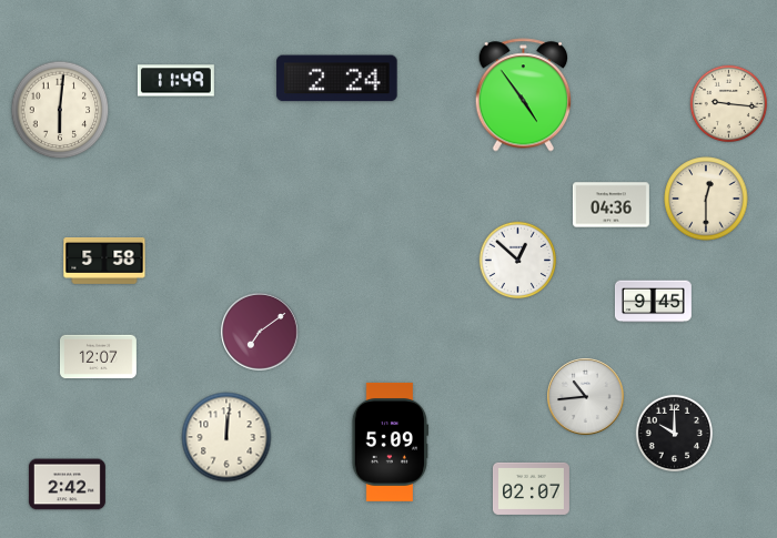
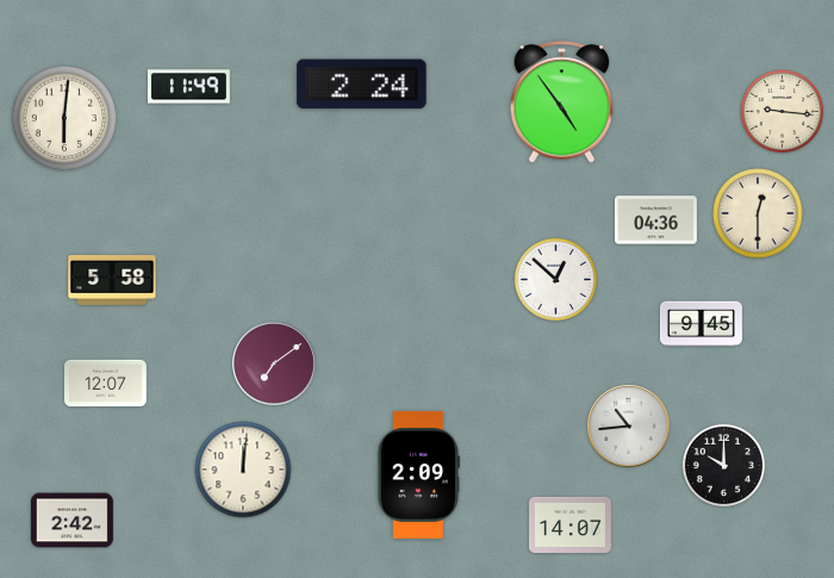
clock at (260, 332) position: (260, 332) -> (274, 363)
clock at (390, 441): 5:09 -> 2:09
clock at (531, 488): 02:07 -> 14:07
